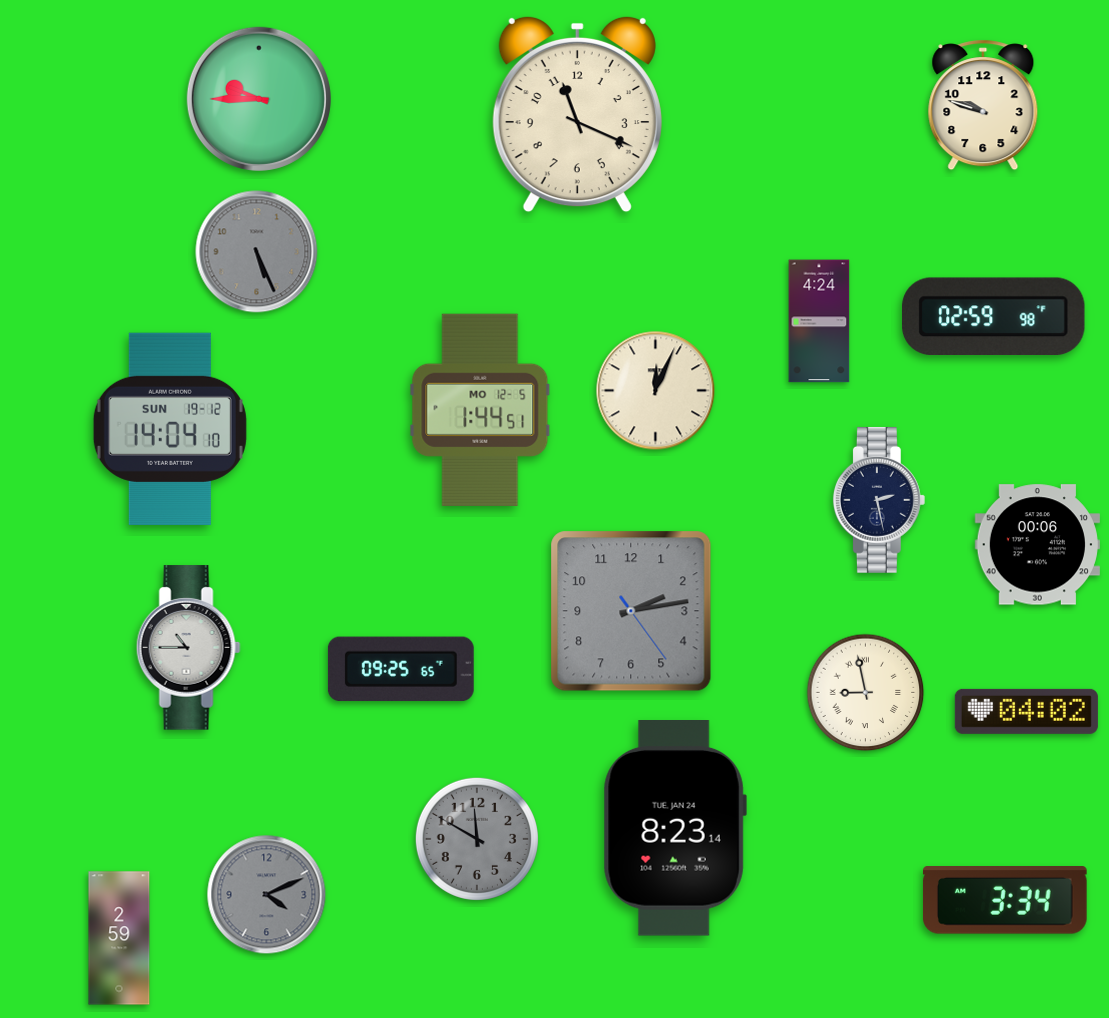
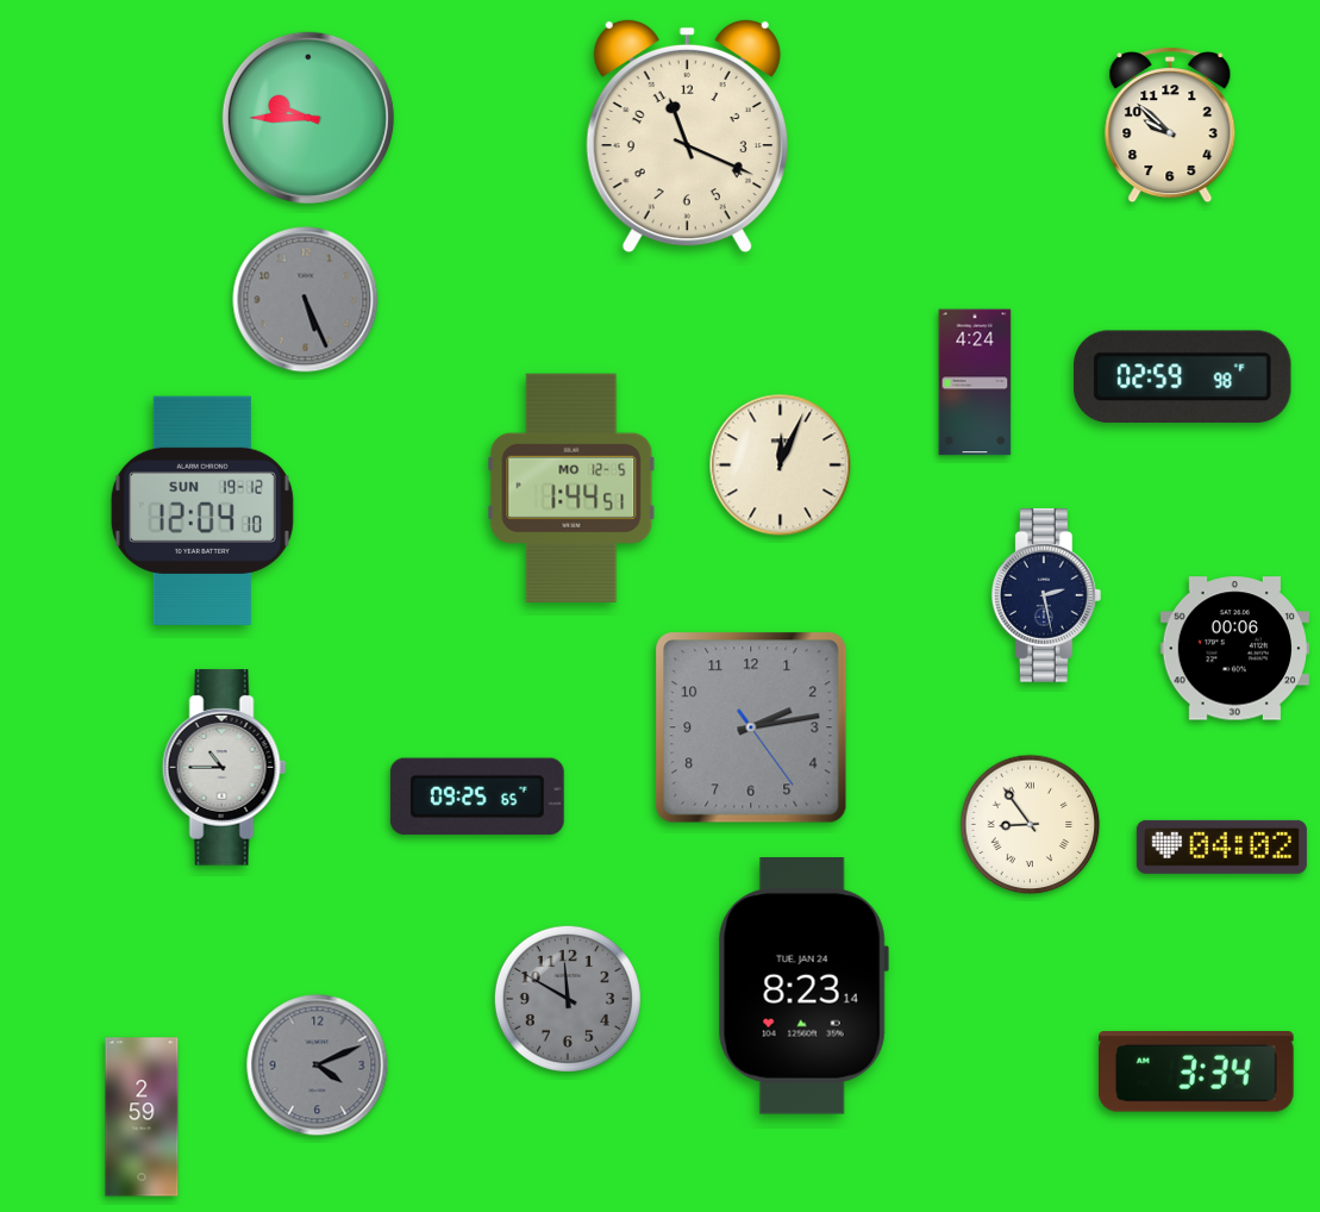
clock at (983, 105): 9:48 -> 9:52
clock at (170, 429): 14:04 -> 12:04
clock at (188, 648) position: (188, 648) -> (224, 768)
clock at (866, 693): 8:58 -> 8:54
